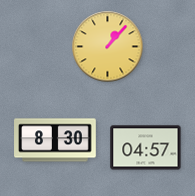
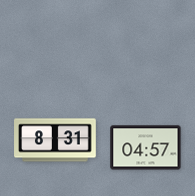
clock at (108, 47): 1:07 -> none
clock at (55, 140): 8:30 -> 8:31
